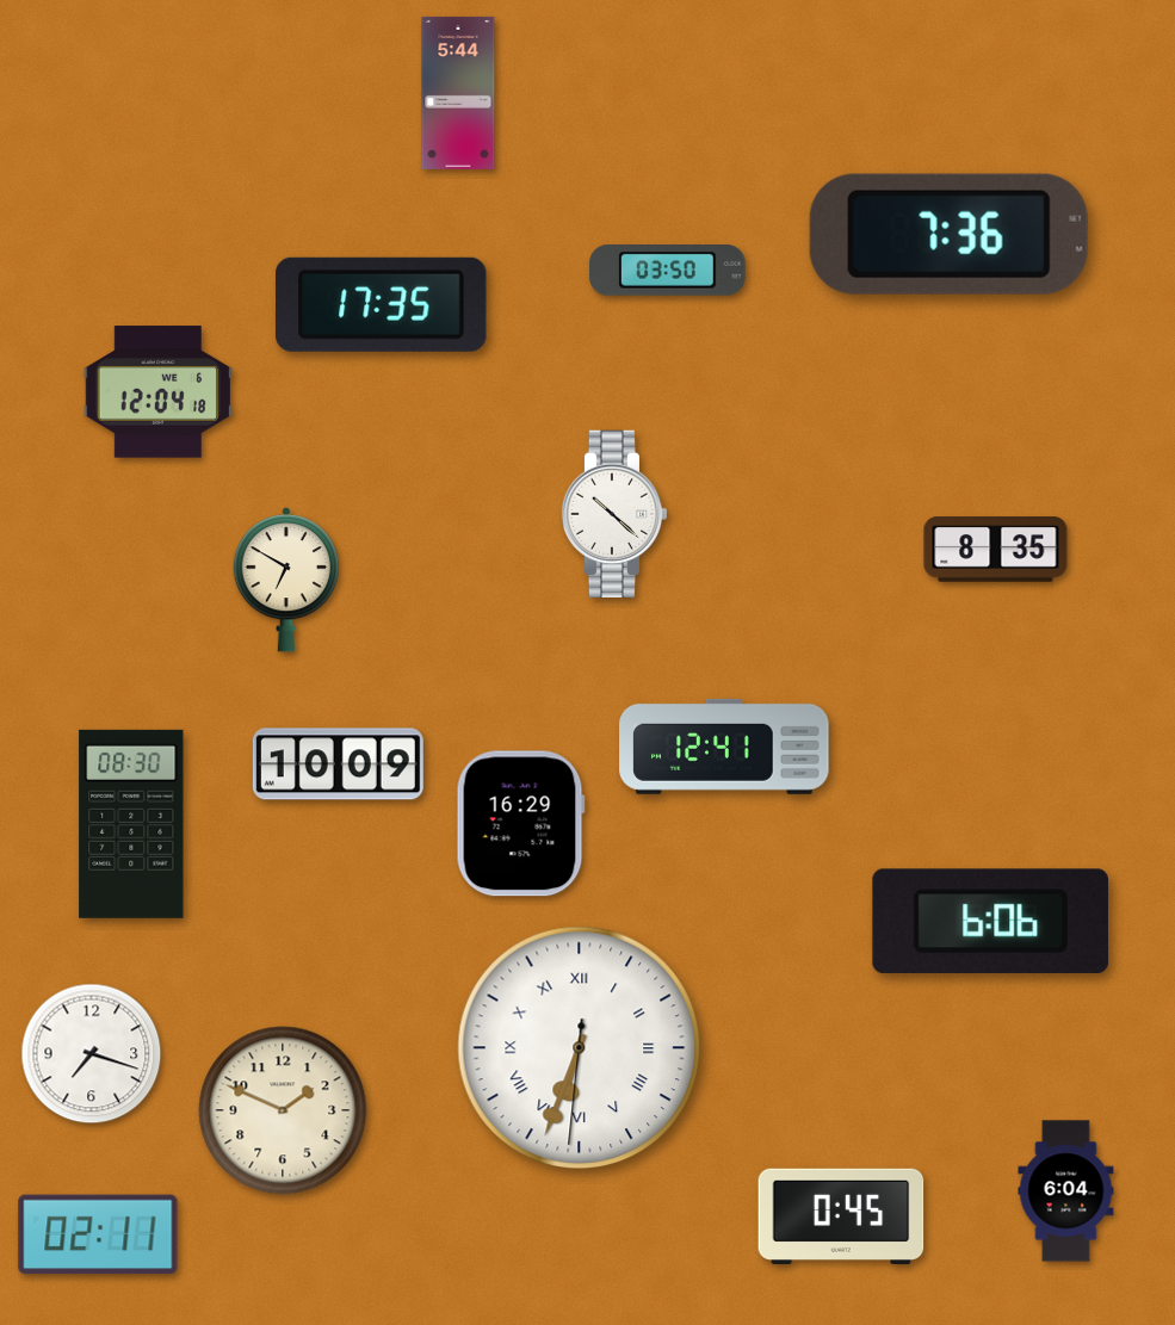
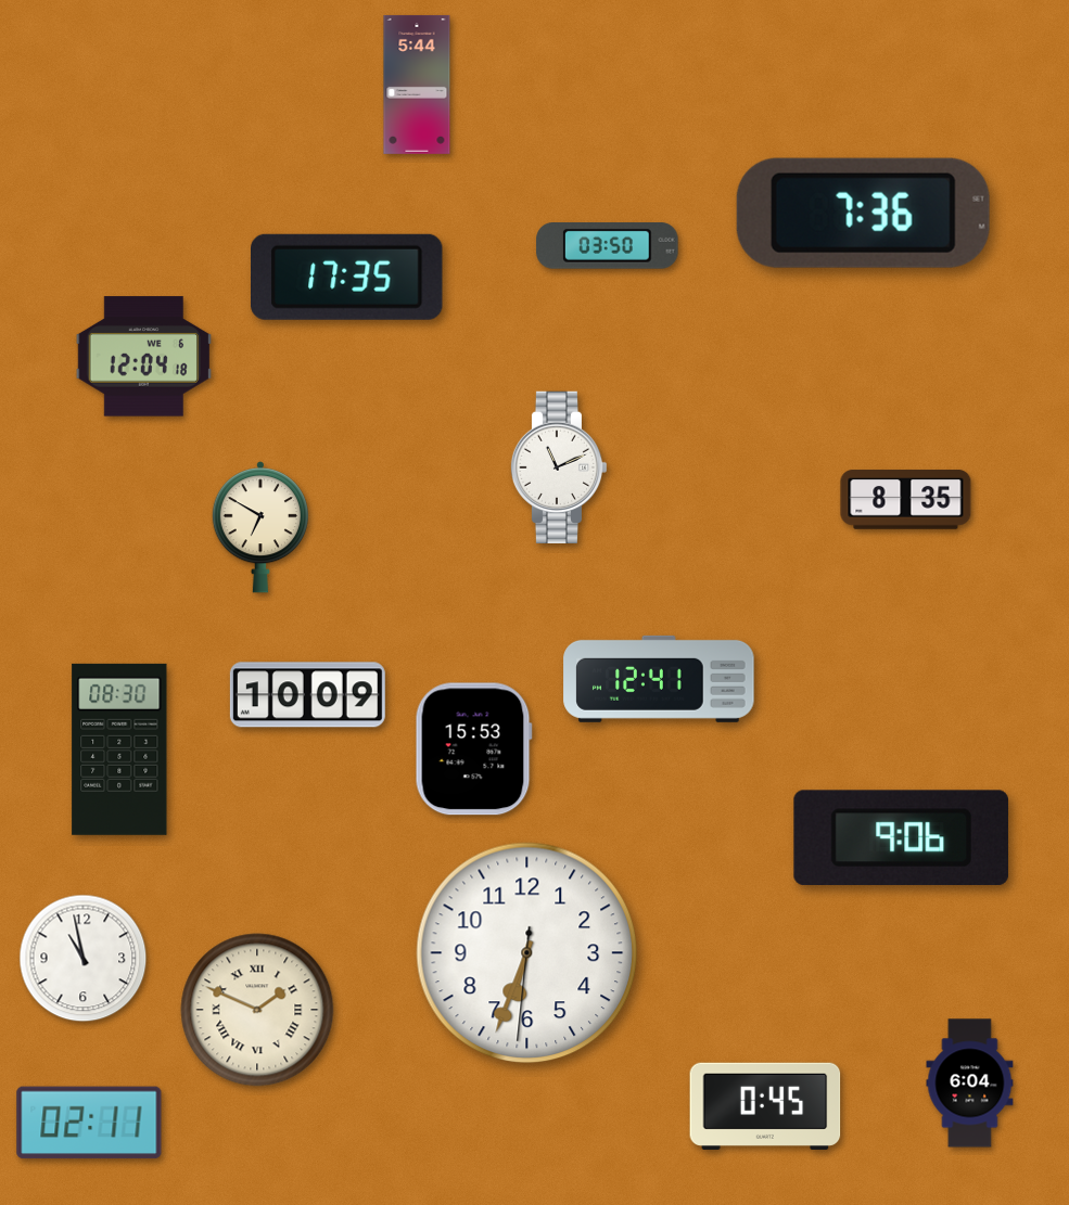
clock at (614, 513): 10:22 -> 11:11
clock at (520, 824): 16:29 -> 15:53
clock at (990, 921): 6:06 -> 9:06
clock at (580, 1048) numerals: Roman -> Arabic
clock at (92, 1054): 7:18 -> 10:58
clock at (283, 1110) numerals: Arabic -> Roman
